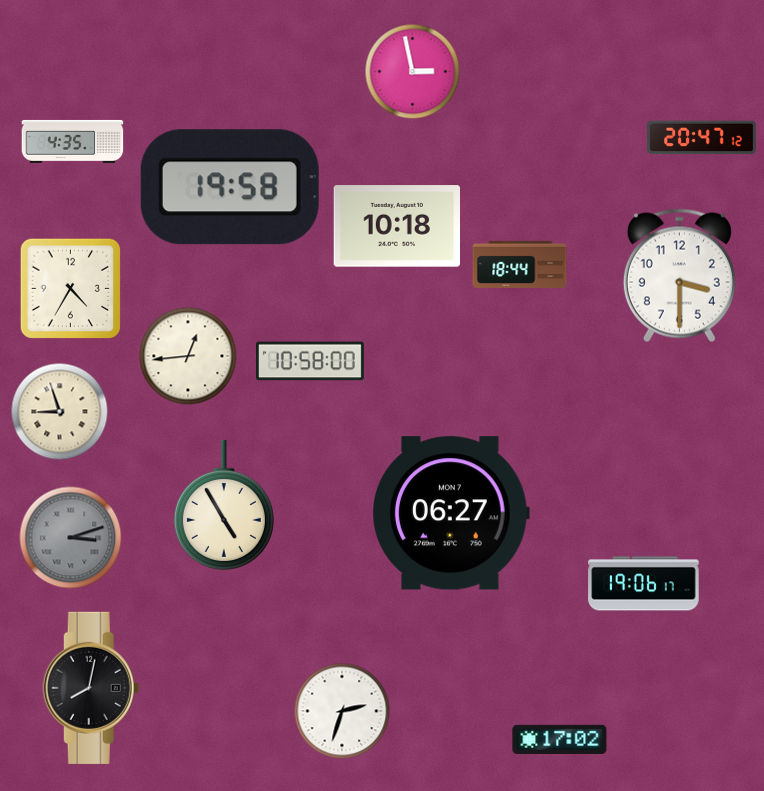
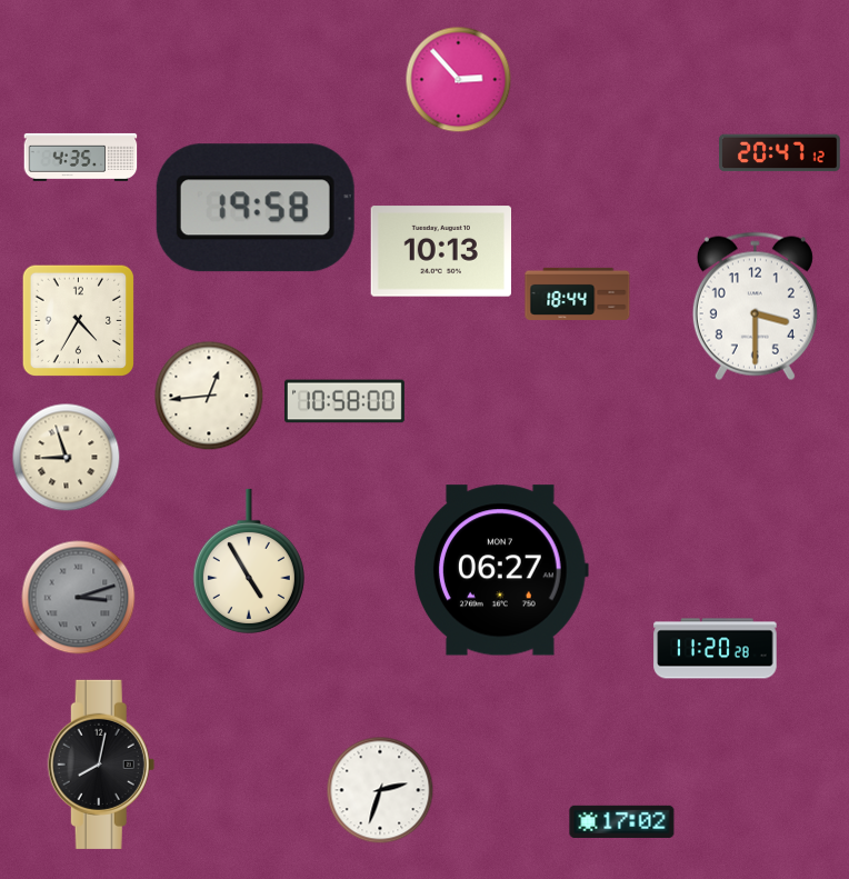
clock at (413, 72): 2:58 -> 2:53
clock at (396, 226): 10:18 -> 10:13
clock at (644, 584): 19:06 -> 11:20
